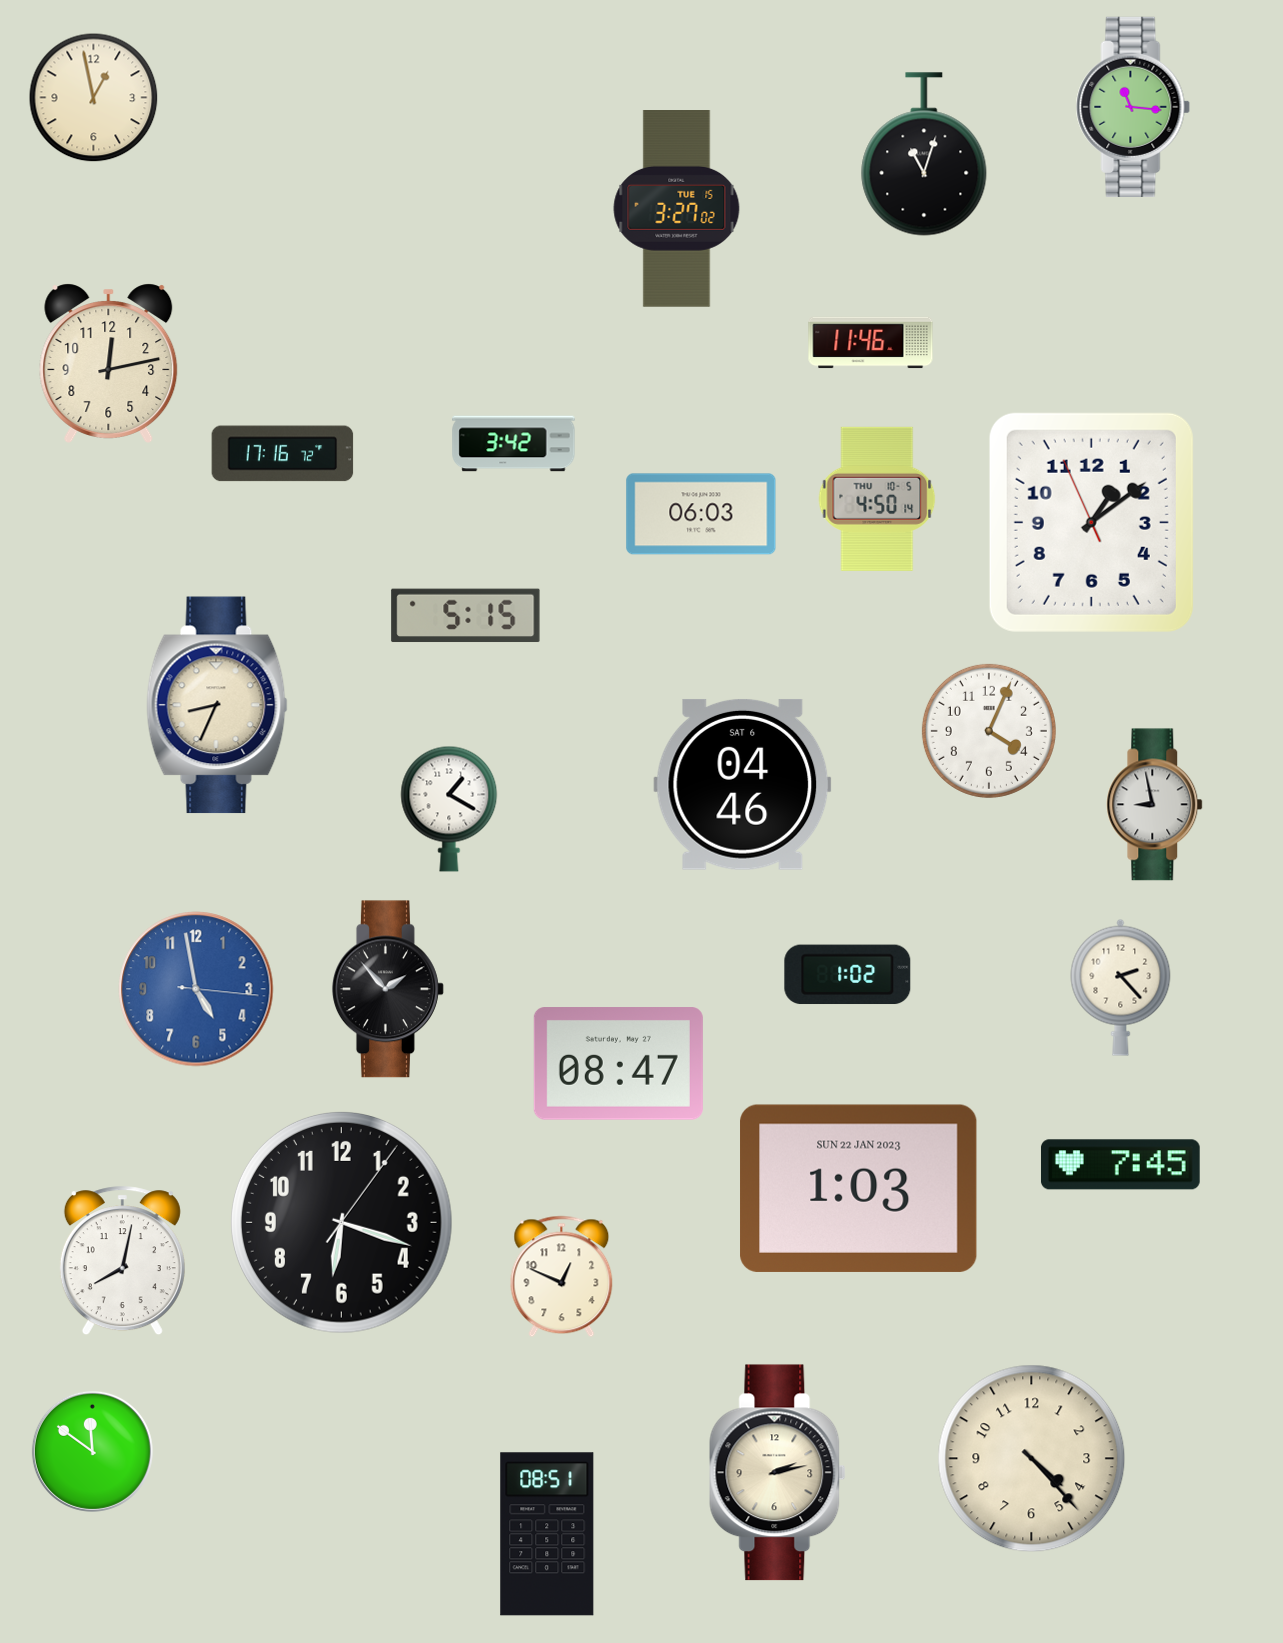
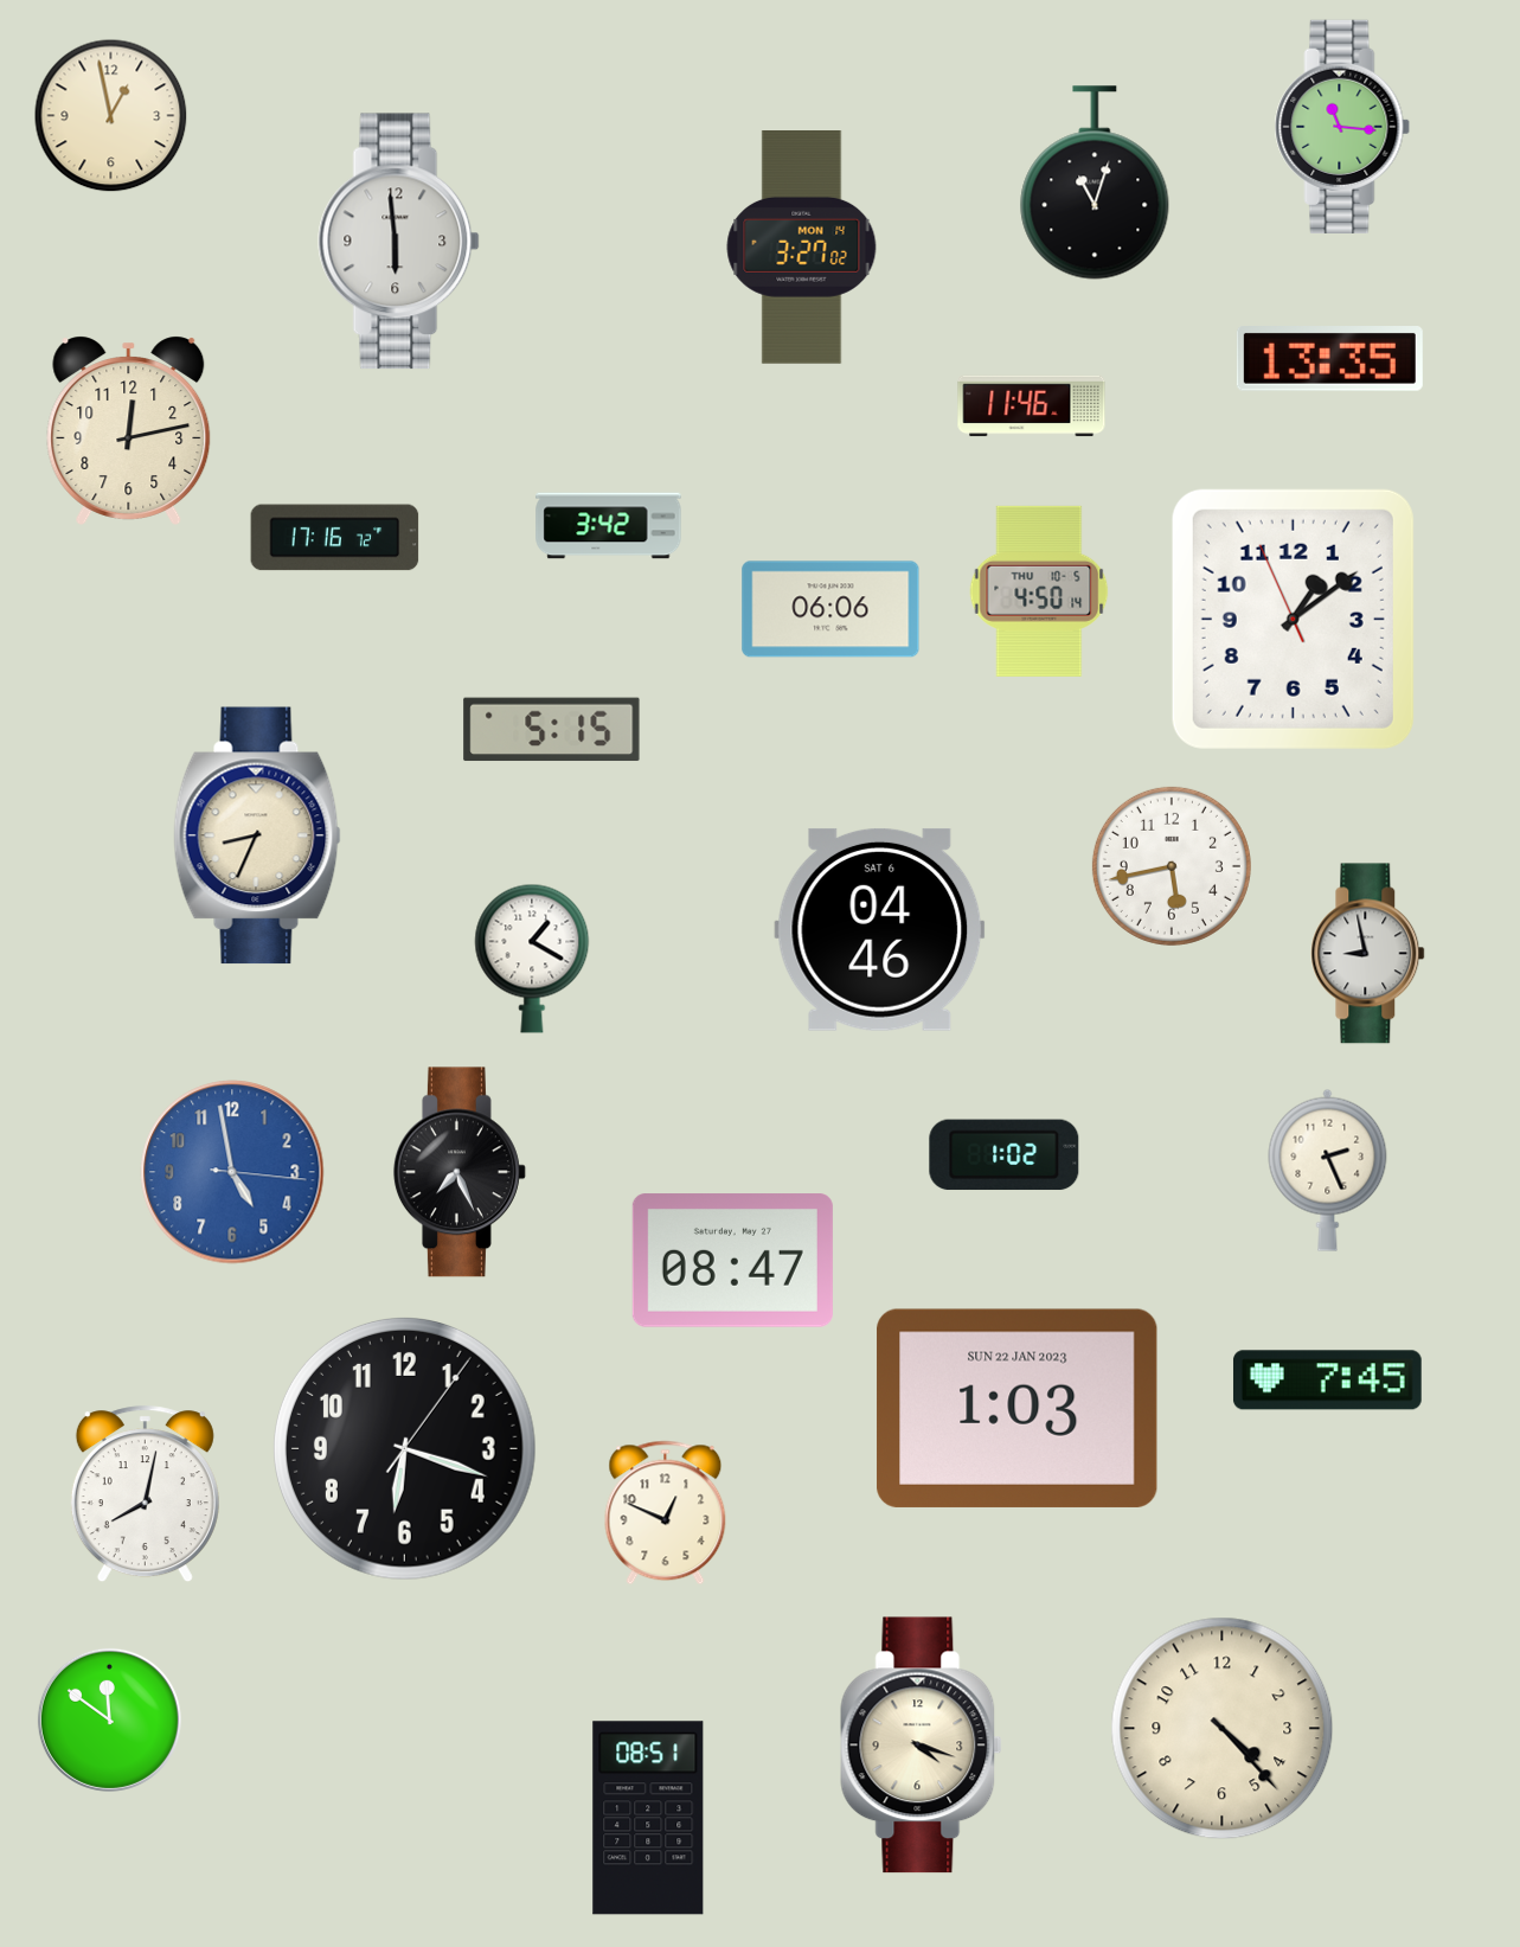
clock at (399, 242): none -> 5:59
clock at (677, 209) date: TUE 15 -> MON 14
clock at (1329, 359): none -> 13:35
clock at (701, 514): 06:03 -> 06:06
clock at (989, 731): 4:04 -> 5:43
clock at (1121, 987): 2:23 -> 2:26
clock at (388, 989): 1:53 -> 7:26
clock at (778, 1473): 2:13 -> 4:18
